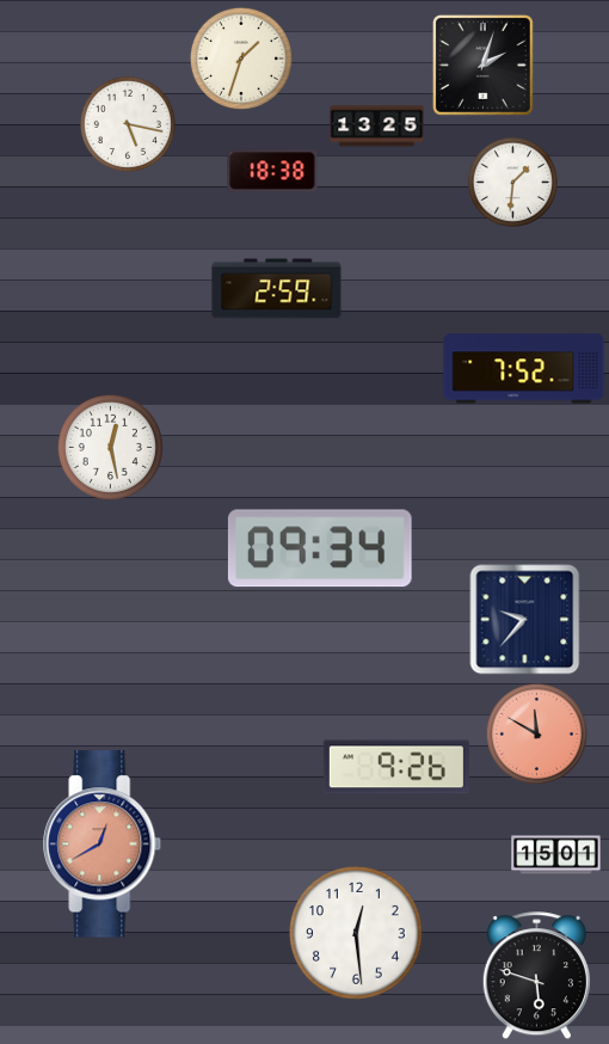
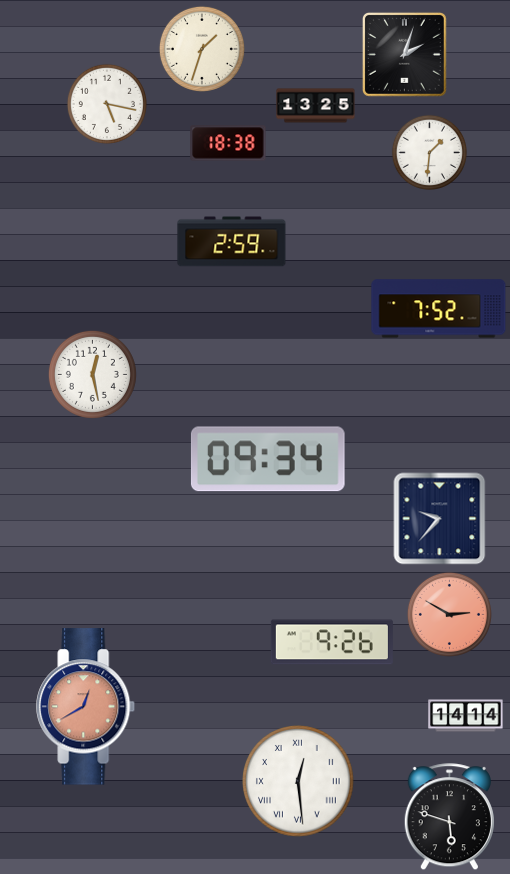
clock at (536, 733): 11:50 -> 2:50
clock at (556, 855): 15:01 -> 14:14
clock at (357, 934) numerals: Arabic -> Roman
